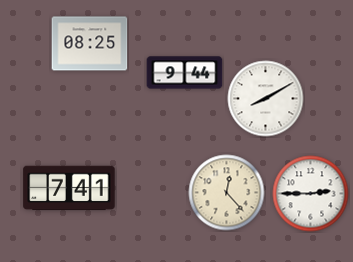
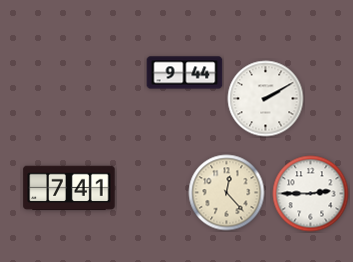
clock at (90, 44): 08:25 -> none
clock at (266, 99): 8:10 -> 2:10
